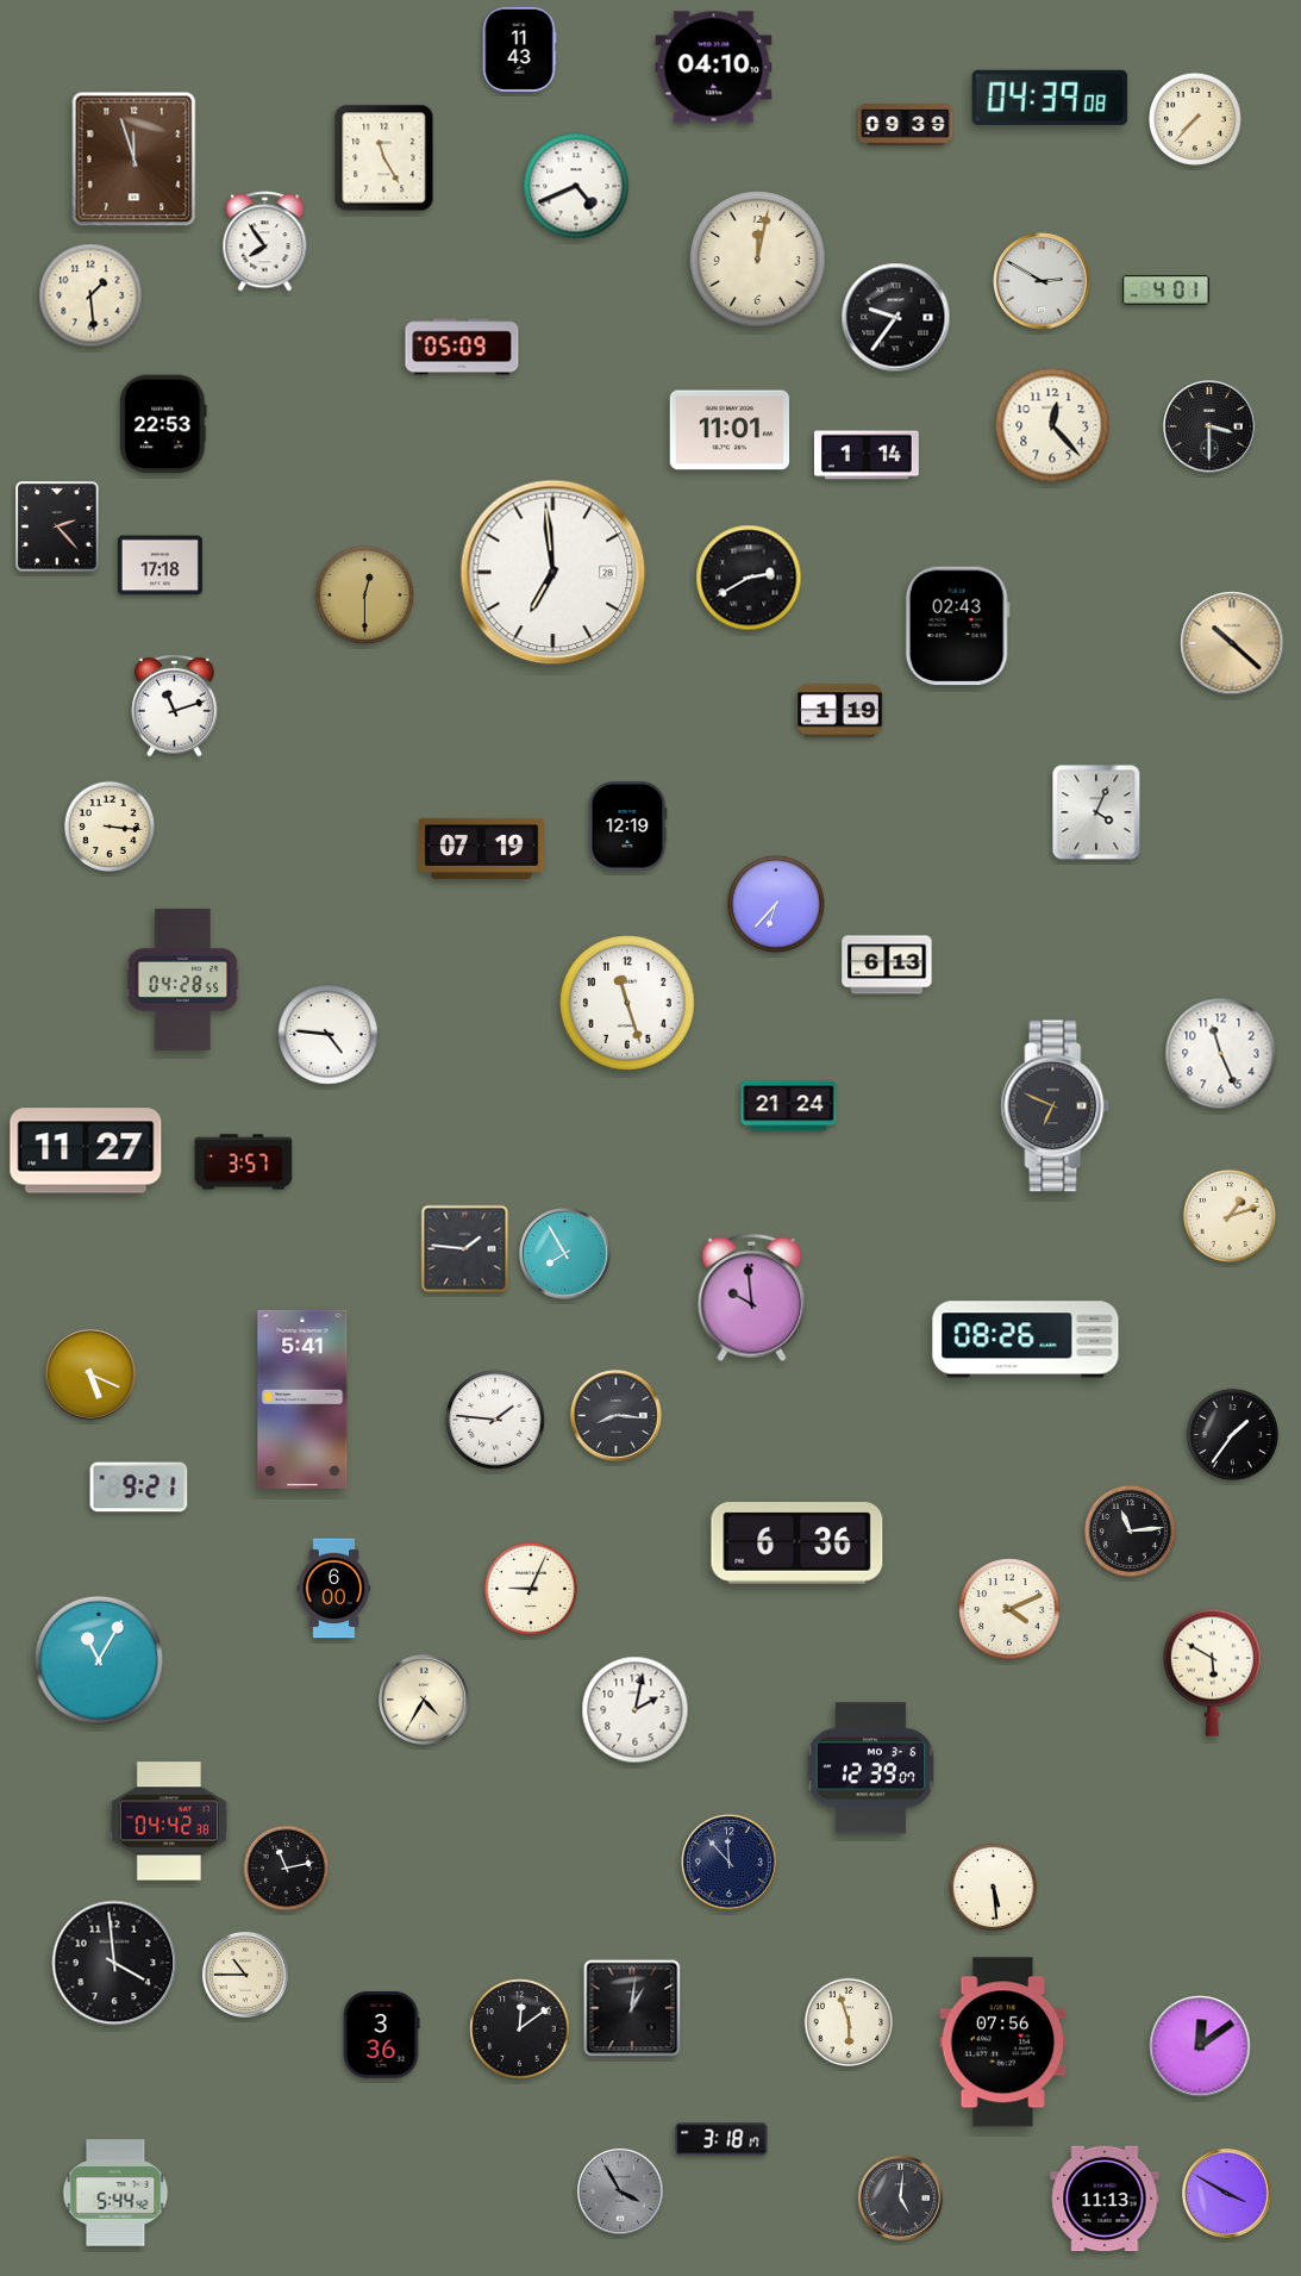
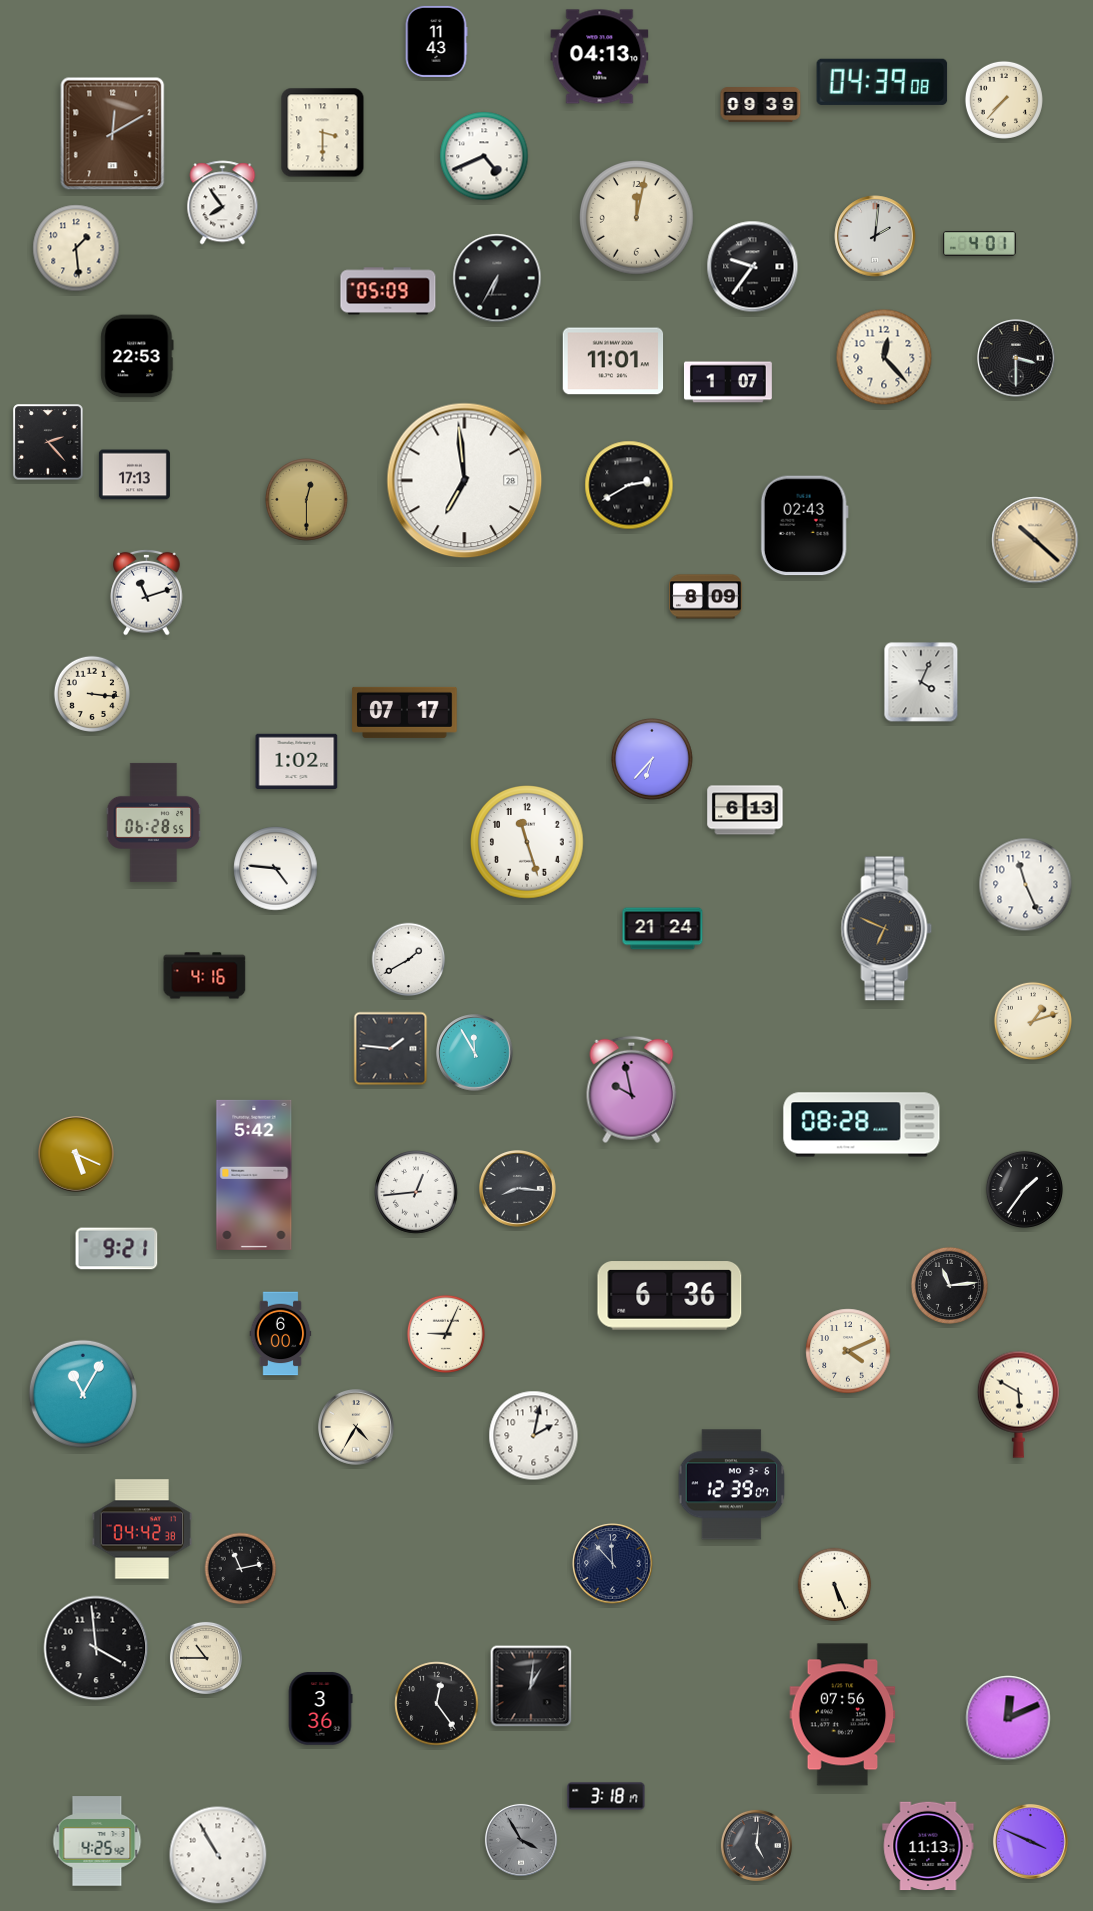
clock at (714, 68): 04:10 -> 04:13
clock at (384, 158): 11:25 -> 3:30
clock at (135, 160): 11:57 -> 12:10
clock at (1042, 281): 2:50 -> 2:01
clock at (497, 278): none -> 6:35
clock at (868, 455): 1:14 -> 1:07
clock at (160, 566): 17:18 -> 17:13
clock at (840, 711): 1:19 -> 8:09
clock at (627, 827): 12:19 -> none
clock at (482, 848): 07:19 -> 07:17
clock at (297, 762): none -> 1:02
clock at (183, 979): 04:28 -> 06:28
clock at (409, 960): none -> 1:40
clock at (86, 1151): 11:27 -> none
clock at (244, 1162): 3:57 -> 4:16
clock at (565, 1254): 7:55 -> 11:55
clock at (752, 1298): 9:59 -> 9:58
clock at (1026, 1340): 08:26 -> 08:28
clock at (302, 1399): 5:41 -> 5:42
clock at (495, 1420): 1:46 -> 12:44
clock at (1232, 1434) position: (1232, 1434) -> (1024, 1189)
clock at (994, 1888): 5:29 -> 5:26
clock at (849, 2022): 5:57 -> none
clock at (520, 2029): 12:09 -> 12:24
clock at (1200, 2046): 12:09 -> 12:11
clock at (115, 2193): 5:44 -> 4:25
clock at (1226, 2193): 3:50 -> 3:49
clock at (218, 1855): none -> 10:55
